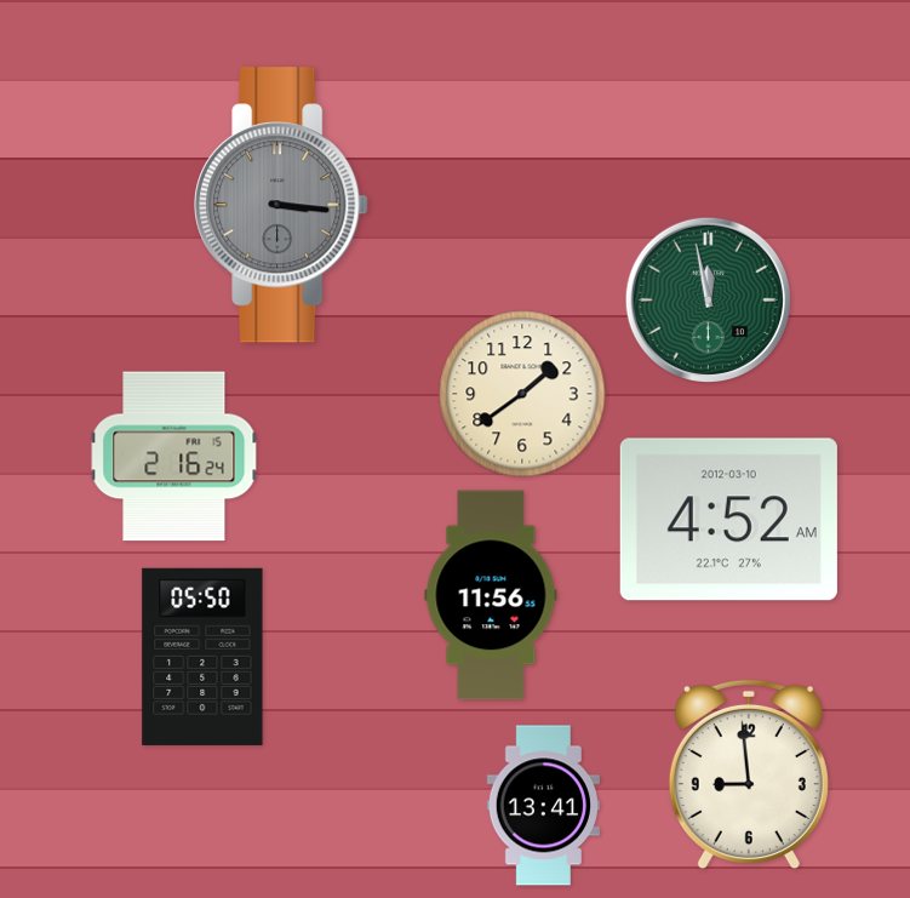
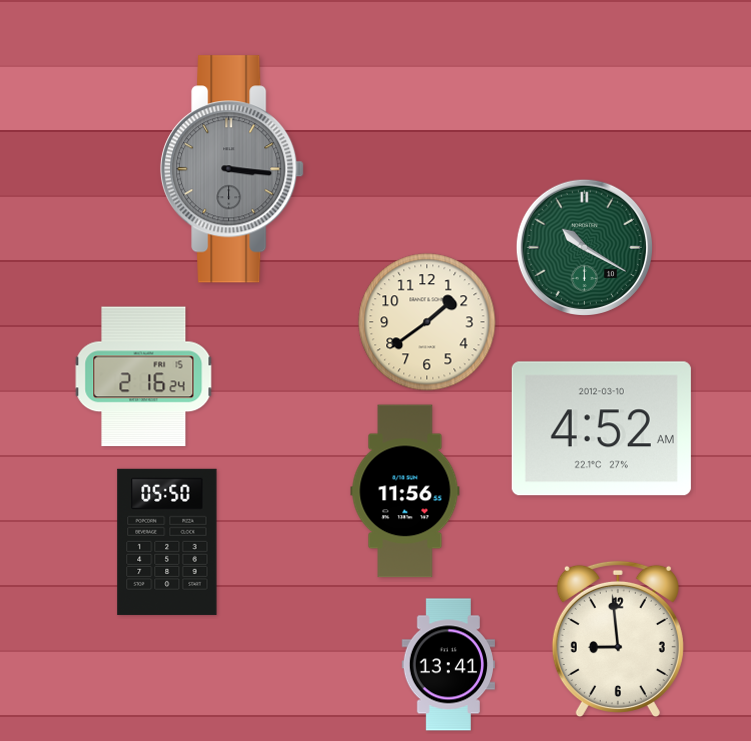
clock at (708, 299): 11:58 -> 10:20
clock at (522, 394) position: (522, 394) -> (427, 322)
